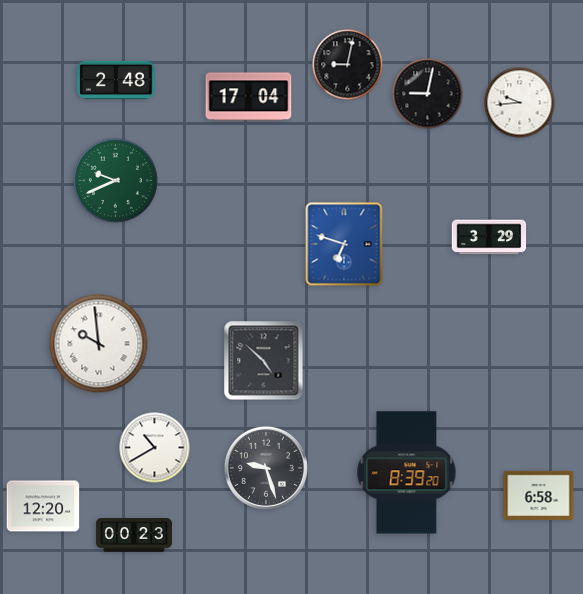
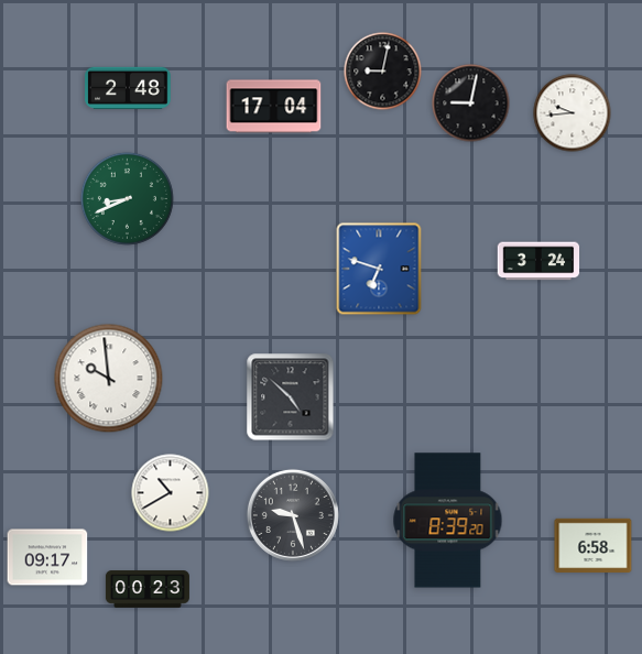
clock at (115, 180): 9:41 -> 8:41
clock at (489, 237): 3:29 -> 3:24
clock at (43, 506): 12:20 -> 09:17
